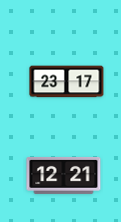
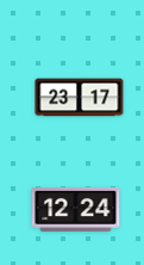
clock at (64, 175): 12:21 -> 12:24
